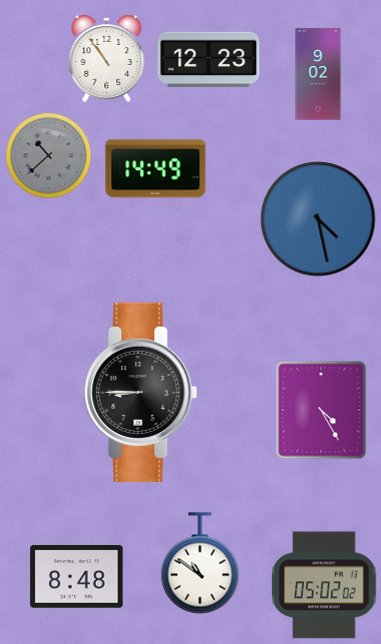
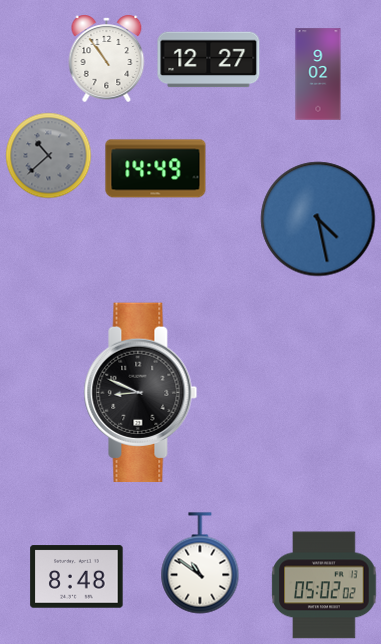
clock at (209, 60): 12:23 -> 12:27
clock at (141, 392): 8:45 -> 8:49
clock at (321, 410): 4:25 -> none
